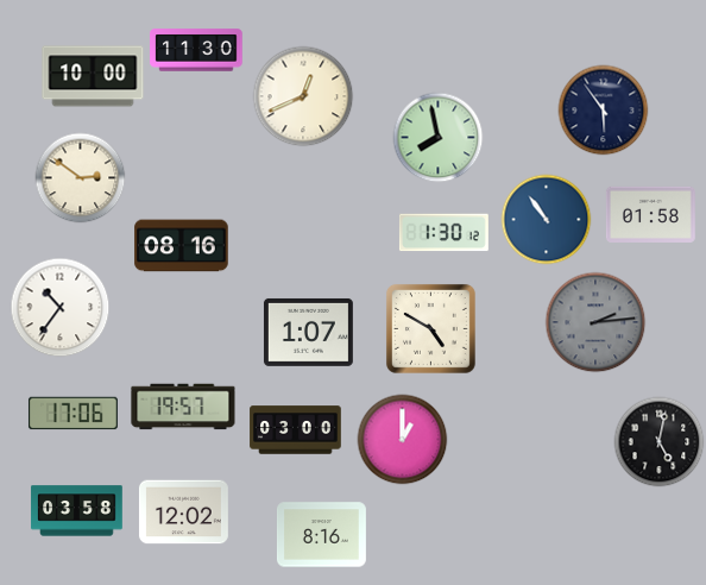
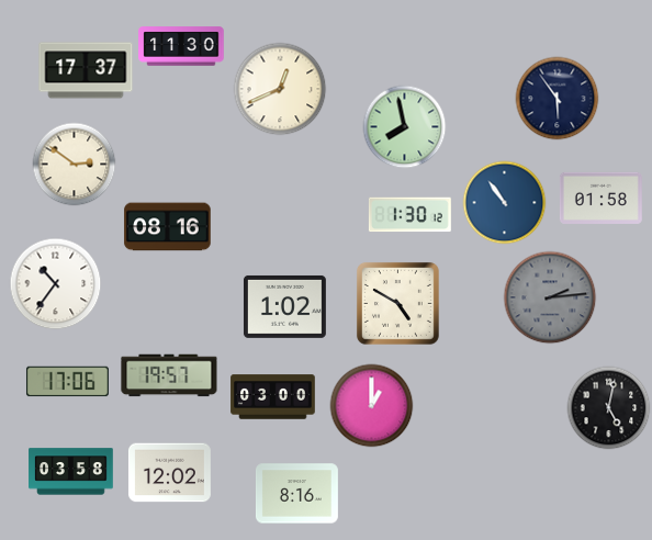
clock at (93, 76): 10:00 -> 17:37
clock at (604, 111) position: (604, 111) -> (558, 99)
clock at (308, 332): 1:07 -> 1:02
